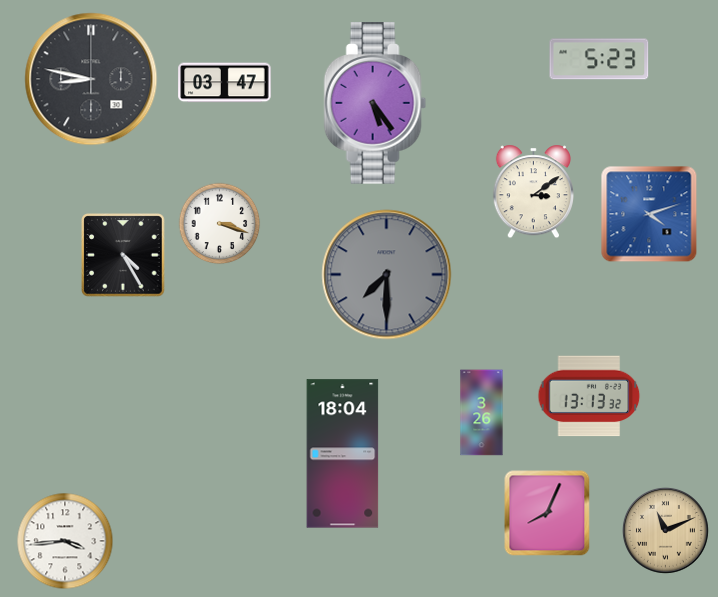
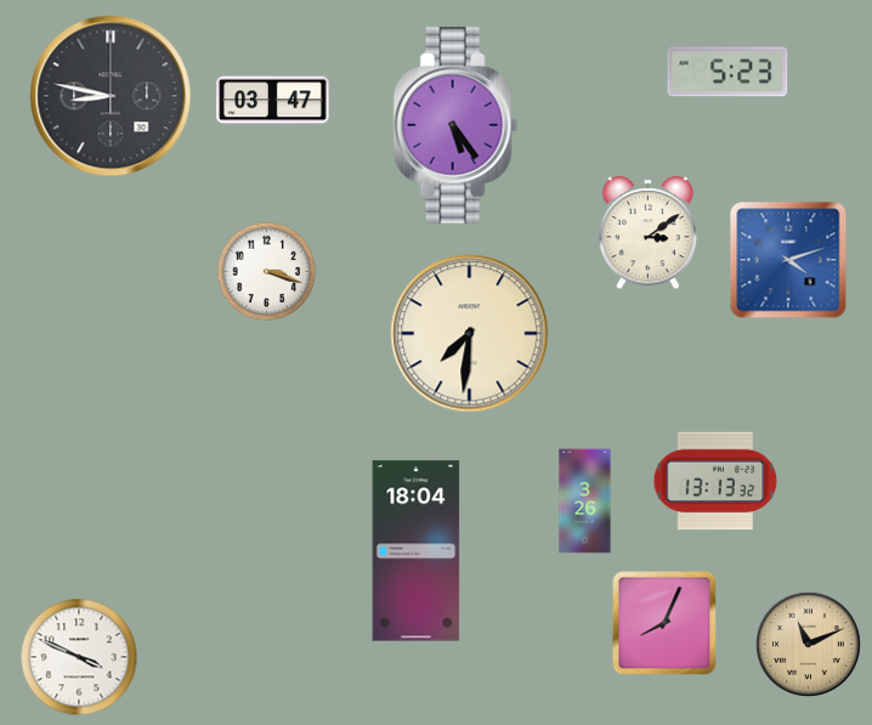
clock at (123, 255): 4:25 -> none
clock at (387, 275): 7:30 -> 7:31
clock at (387, 275) dial: grey -> cream
clock at (65, 541): 3:44 -> 3:49
